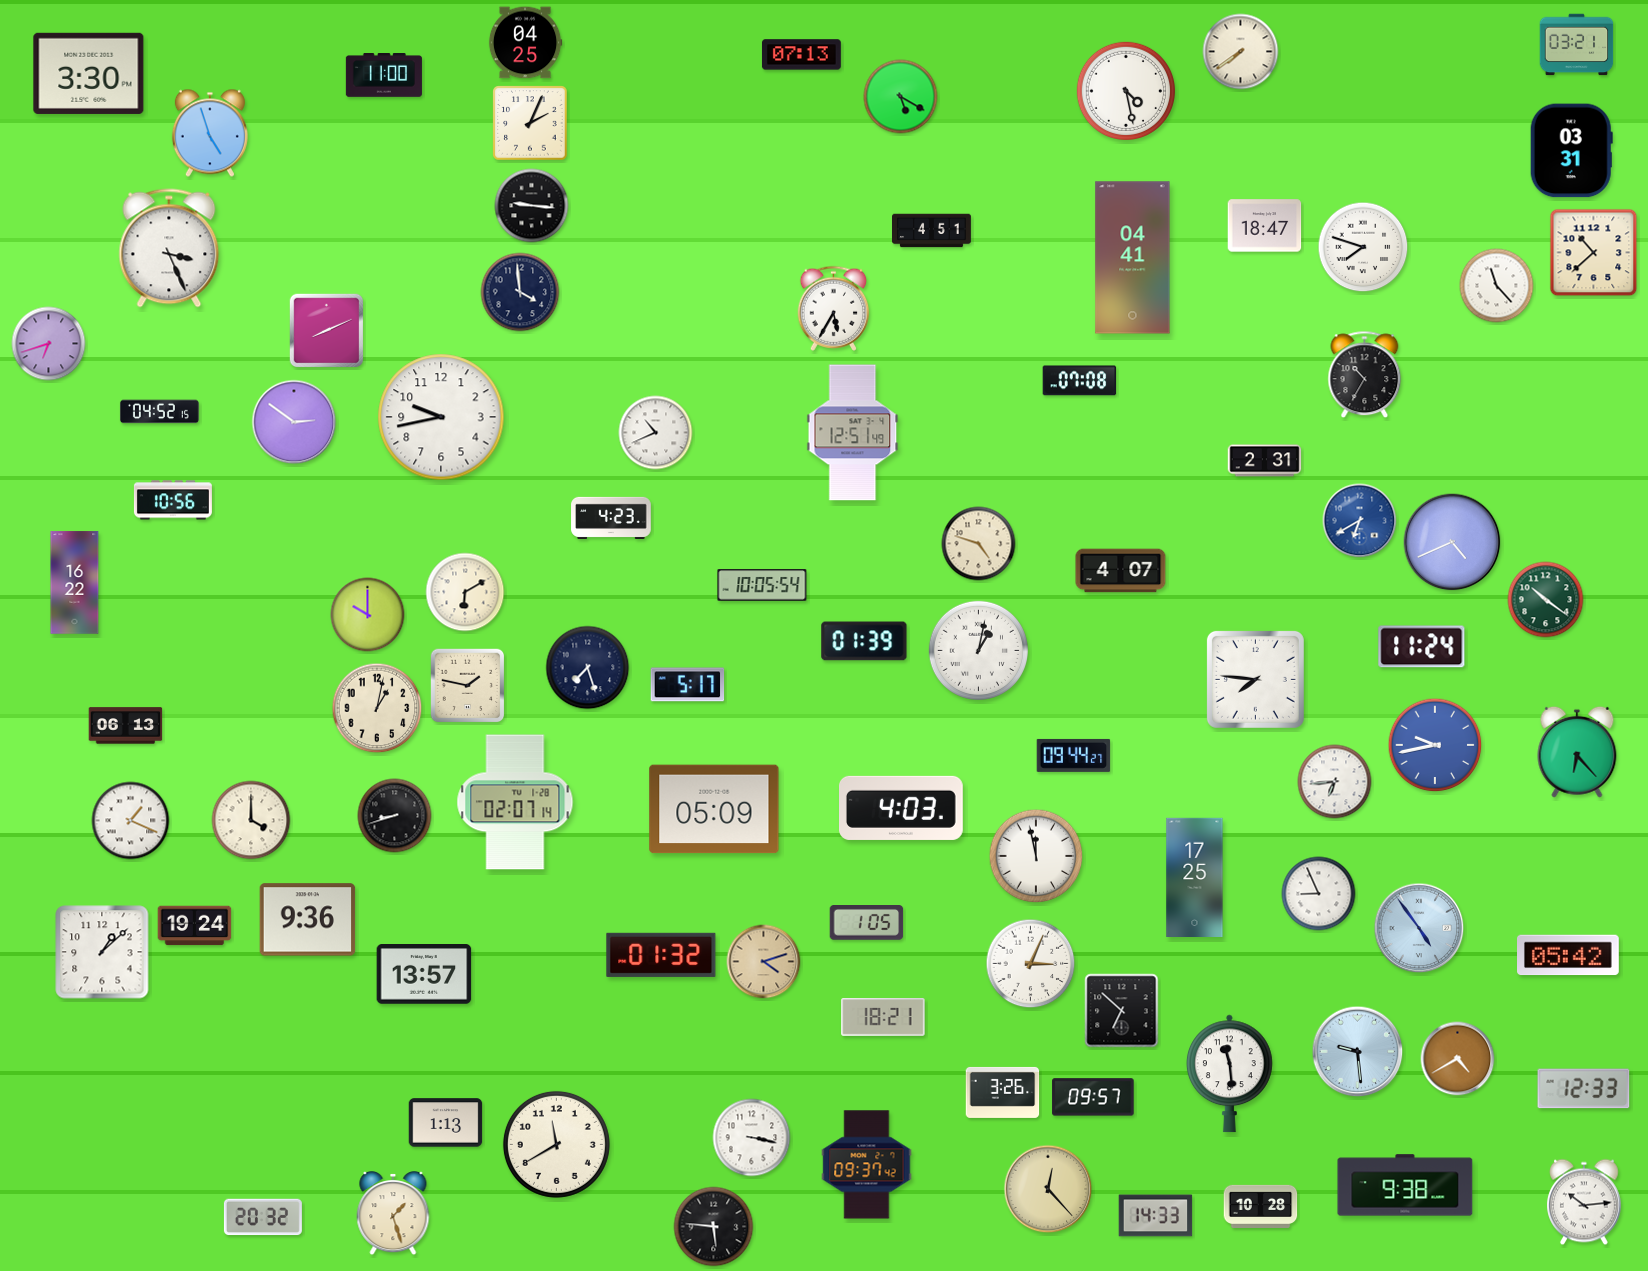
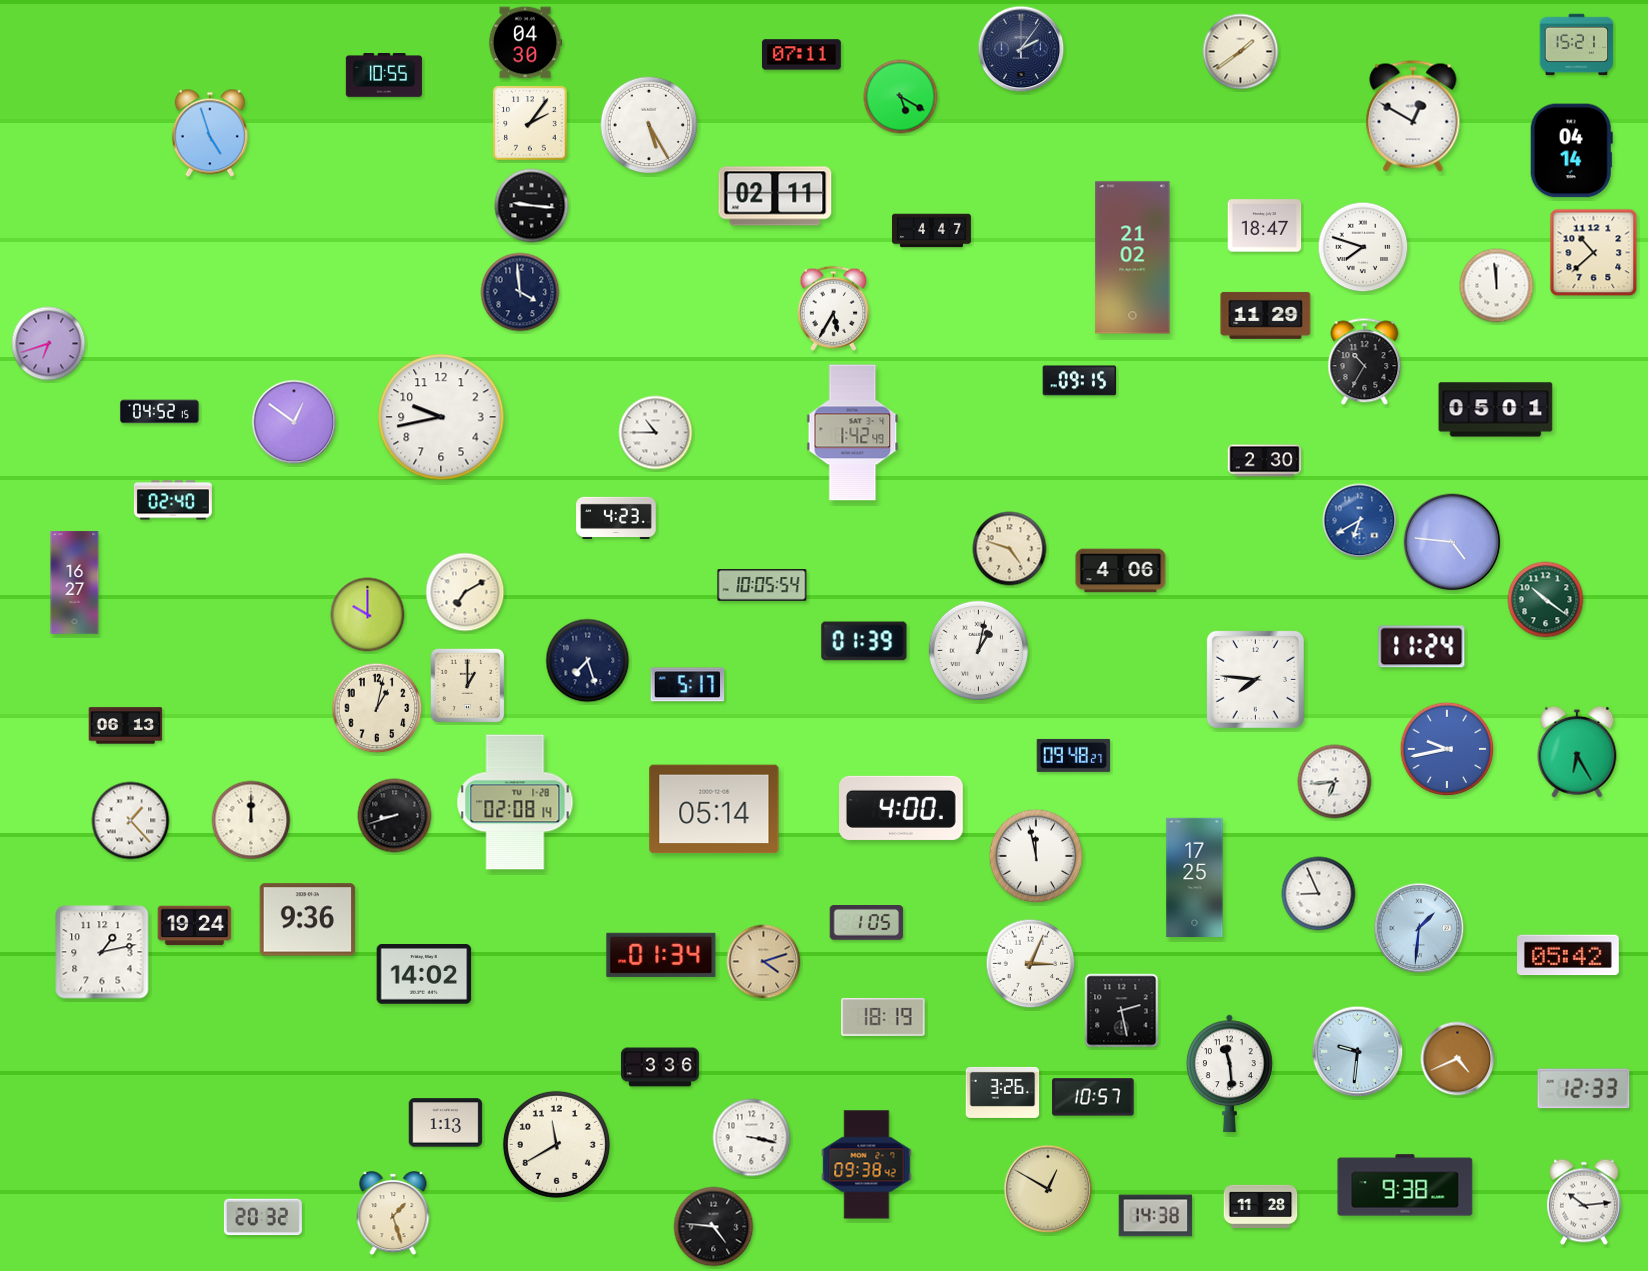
clock at (525, 43): 04:25 -> 04:30
clock at (1577, 45): 03:21 -> 15:21
clock at (1021, 49): none -> 2:06
clock at (1241, 52): 7:39 -> 1:39
clock at (801, 55): 07:13 -> 07:11
clock at (89, 73): 3:30 -> none
clock at (384, 76): 11:00 -> 10:55
clock at (1125, 90): 4:28 -> none
clock at (1413, 116): none -> 12:50
clock at (530, 123): 2:04 -> 2:06
clock at (649, 125): none -> 5:25
clock at (1571, 151): 03:31 -> 04:14
clock at (775, 196): none -> 02:11
clock at (932, 231): 4:51 -> 4:47
clock at (169, 248): 3:26 -> none
clock at (1133, 258): 04:41 -> 21:02
clock at (1497, 286): 11:23 -> 11:59
clock at (1266, 315): none -> 11:29
clock at (327, 331): 8:11 -> none
clock at (1365, 375) position: (1365, 375) -> (1365, 362)
clock at (1080, 381): 07:08 -> 09:15
clock at (1496, 410): none -> 05:01
clock at (294, 422): 2:51 -> 12:51
clock at (656, 433): 10:41 -> 10:45
clock at (853, 433): 12:51 -> 1:42
clock at (1265, 461): 2:31 -> 2:30
clock at (173, 500): 10:56 -> 02:40
clock at (611, 517) position: (611, 517) -> (616, 517)
clock at (1452, 542): 4:41 -> 4:46
clock at (979, 544) position: (979, 544) -> (1010, 549)
clock at (1121, 571): 4:07 -> 4:06
clock at (75, 583): 16:22 -> 16:27
clock at (465, 592): 6:10 -> 7:10
clock at (588, 668) position: (588, 668) -> (588, 661)
clock at (468, 686): 1:47 -> 1:00
clock at (1435, 745) position: (1435, 745) -> (1447, 749)
clock at (1577, 752): 6:23 -> 6:25
clock at (1074, 755): 09:44 -> 09:48
clock at (515, 802): 02:07 -> 02:08
clock at (902, 808): 4:03 -> 4:00
clock at (714, 809): 05:09 -> 05:14
clock at (251, 820): 4:00 -> 12:00
clock at (131, 821): 1:19 -> 1:23
clock at (1419, 928): 4:54 -> 1:31
clock at (102, 952): 1:08 -> 1:13
clock at (661, 955): 01:32 -> 01:34
clock at (424, 975): 13:57 -> 14:02
clock at (1122, 1011): 6:52 -> 2:28
clock at (883, 1017): 18:21 -> 18:19
clock at (1358, 1052): 9:29 -> 9:31
clock at (1458, 1059): 4:40 -> 4:41
clock at (660, 1067): none -> 3:36
clock at (1093, 1097): 09:57 -> 10:57
clock at (867, 1165): 09:37 -> 09:38
clock at (1048, 1189): 12:23 -> 12:50
clock at (1261, 1206): 10:28 -> 11:28
clock at (1156, 1216): 14:33 -> 14:38
clock at (714, 1227): 5:46 -> 4:46
